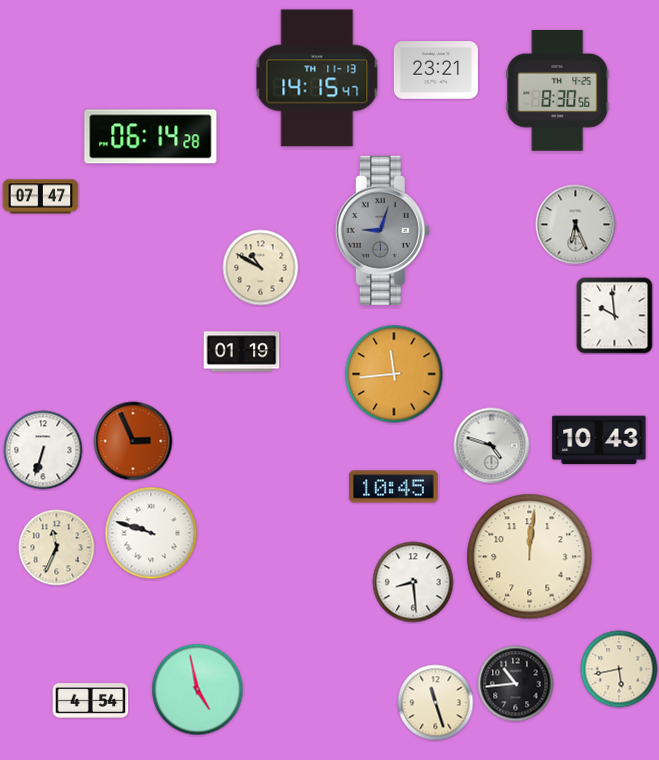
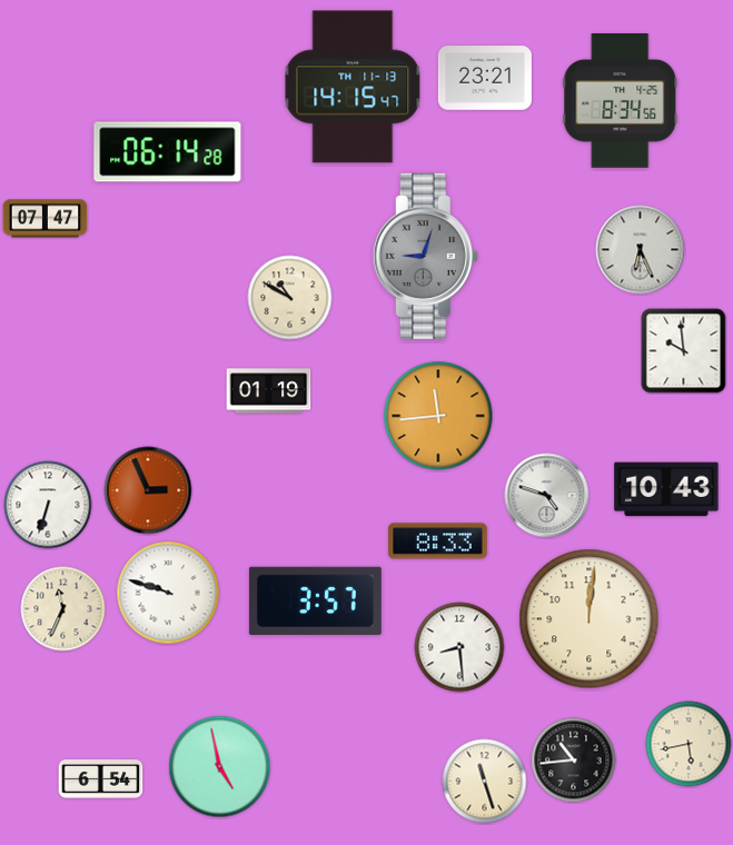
clock at (558, 91): 8:30 -> 8:34
clock at (43, 450) position: (43, 450) -> (48, 505)
clock at (394, 487): 10:45 -> 8:33
clock at (315, 600): none -> 3:57
clock at (91, 701): 4:54 -> 6:54
